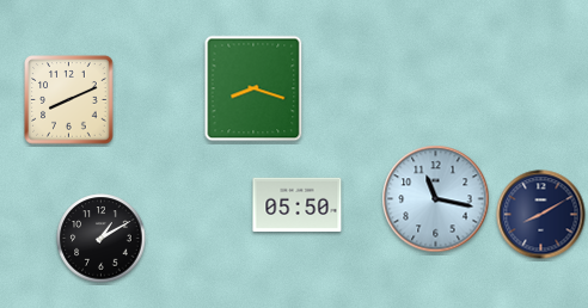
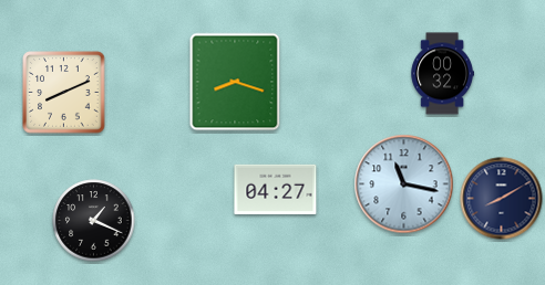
clock at (442, 74): none -> 00:32
clock at (298, 204): 05:50 -> 04:27
clock at (102, 239): 1:10 -> 1:19
